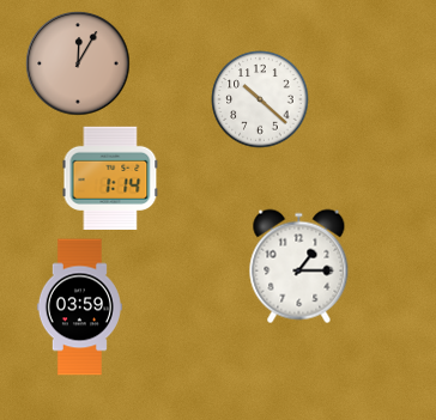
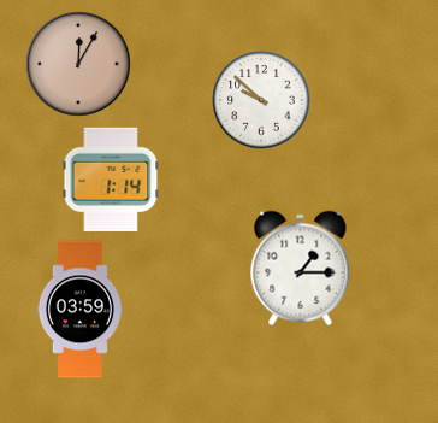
clock at (260, 99): 10:22 -> 9:52
